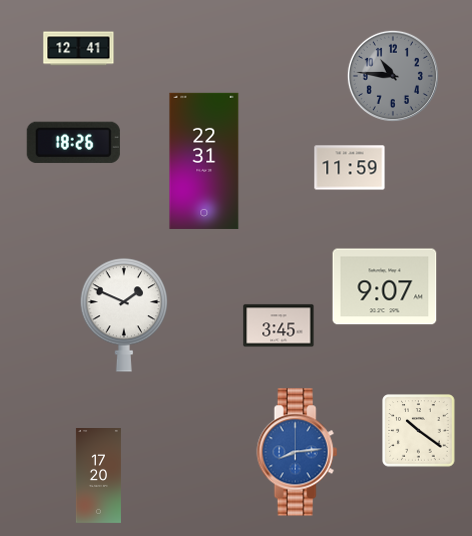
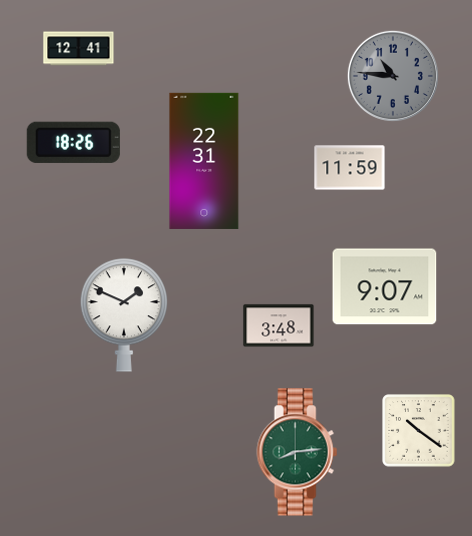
clock at (279, 326): 3:45 -> 3:48
clock at (297, 452) dial: blue -> green
clock at (98, 476): 17:20 -> none
